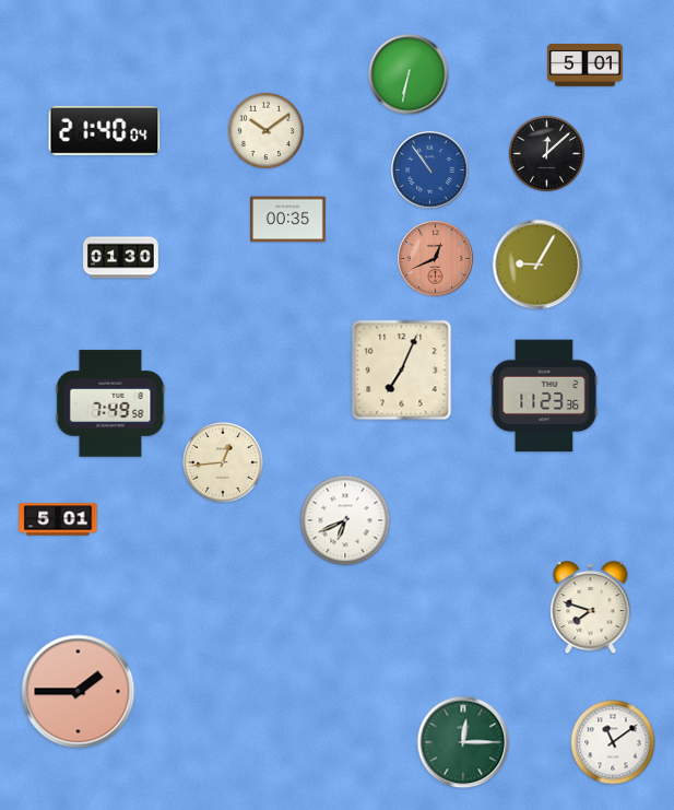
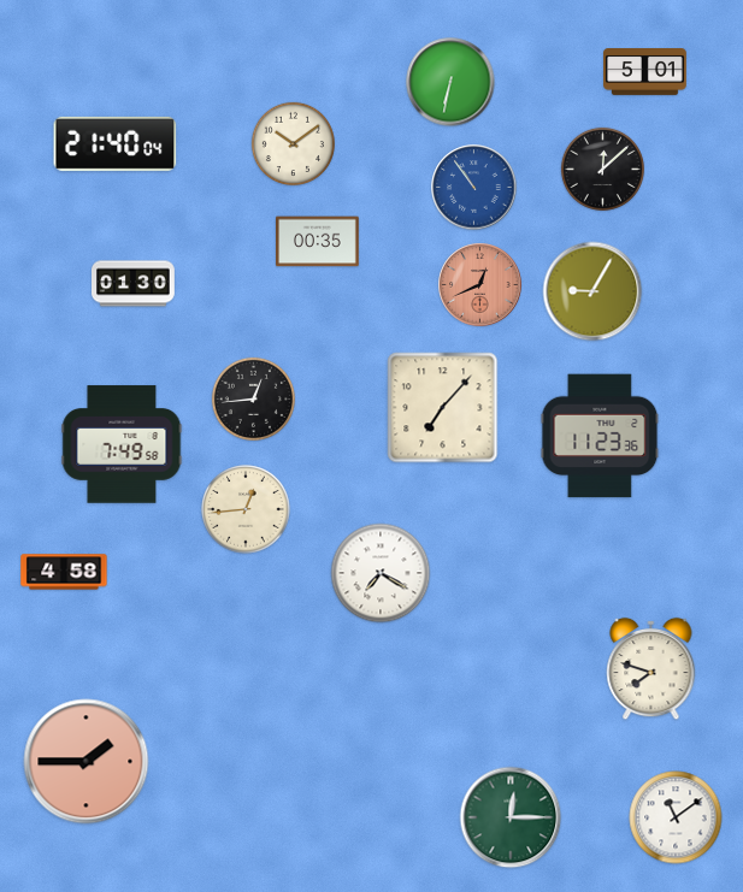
clock at (253, 398): none -> 12:44
clock at (402, 371): 7:04 -> 7:07
clock at (58, 519): 5:01 -> 4:58
clock at (345, 520): 6:41 -> 7:20
